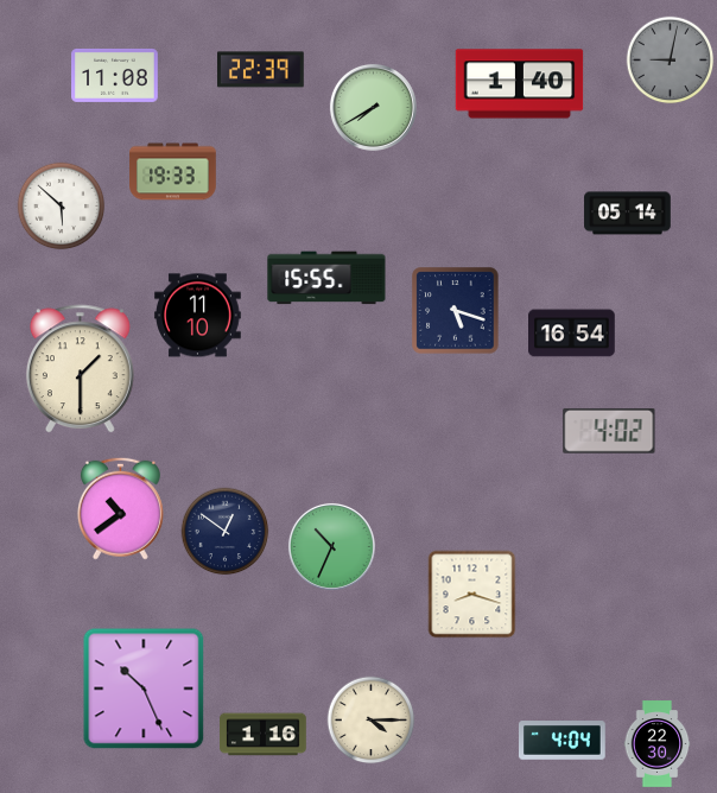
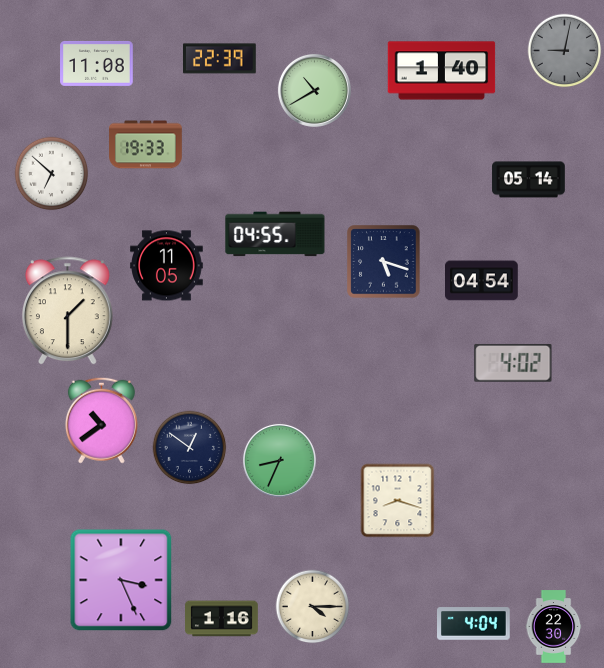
clock at (520, 84) position: (520, 84) -> (442, 71)
clock at (373, 107): 7:40 -> 10:40
clock at (62, 207): 5:52 -> 6:52
clock at (326, 278): 15:55 -> 04:55
clock at (198, 316): 11:10 -> 11:05
clock at (572, 334): 16:54 -> 04:54
clock at (120, 508) position: (120, 508) -> (101, 420)
clock at (331, 546): 10:34 -> 8:34
clock at (144, 689): 10:26 -> 3:26
